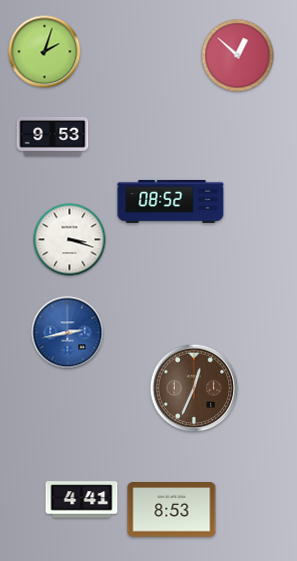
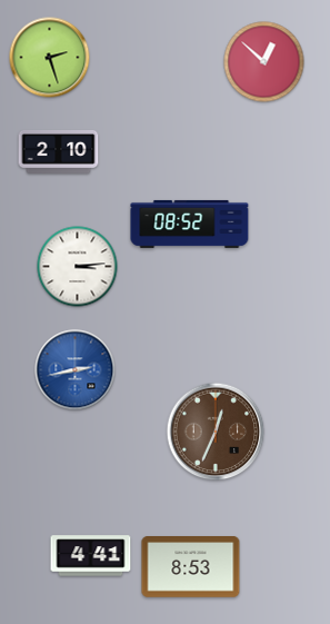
clock at (45, 52): 2:03 -> 2:27
clock at (53, 136): 9:53 -> 2:10
clock at (70, 240): 3:18 -> 3:14
